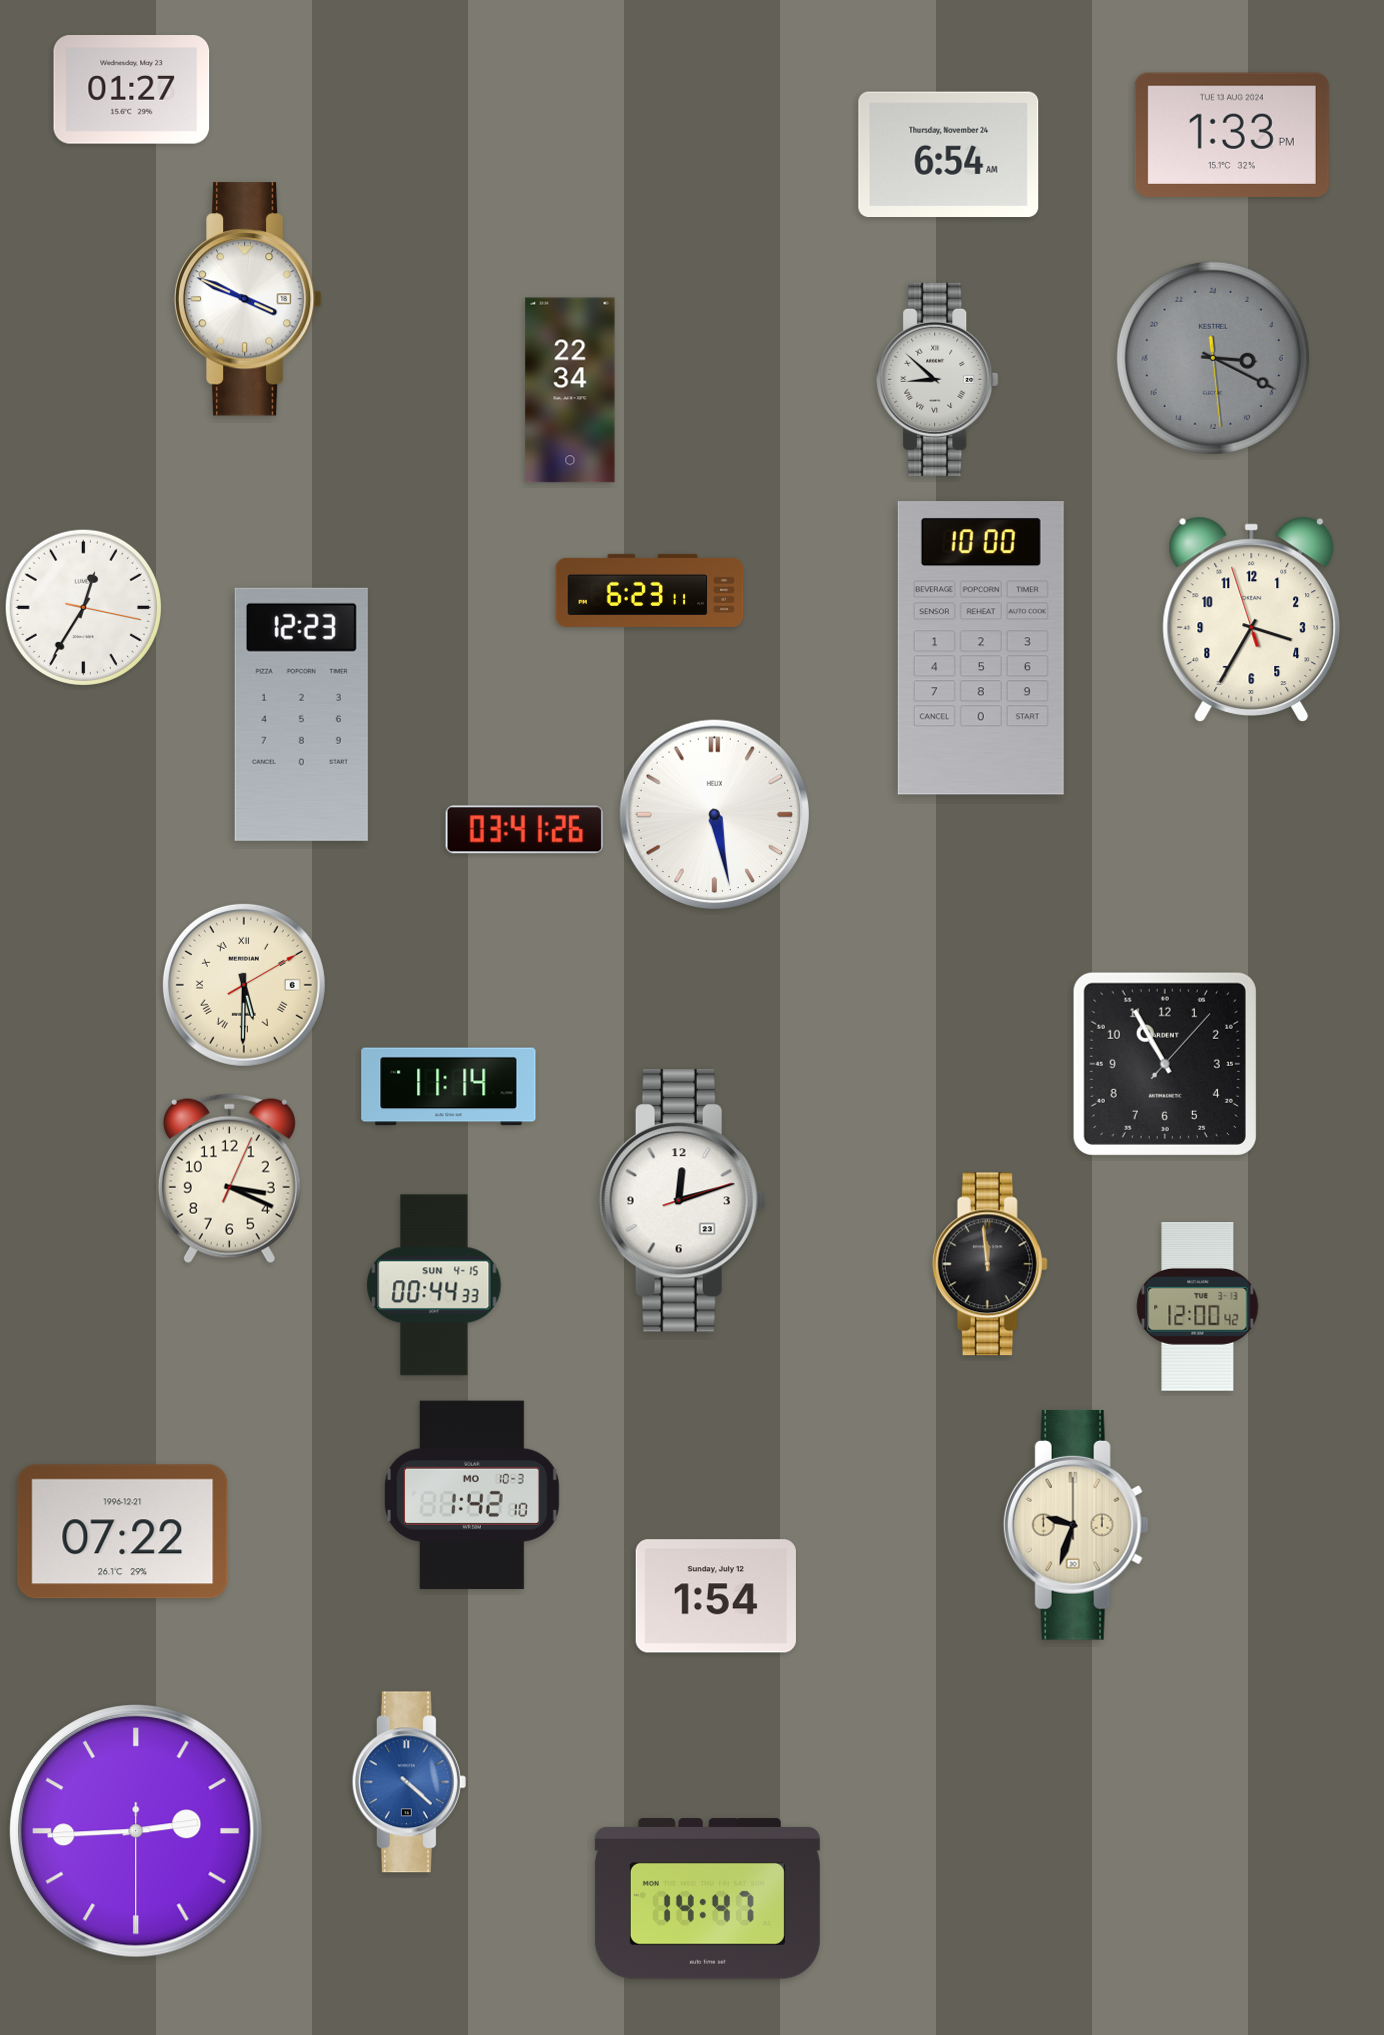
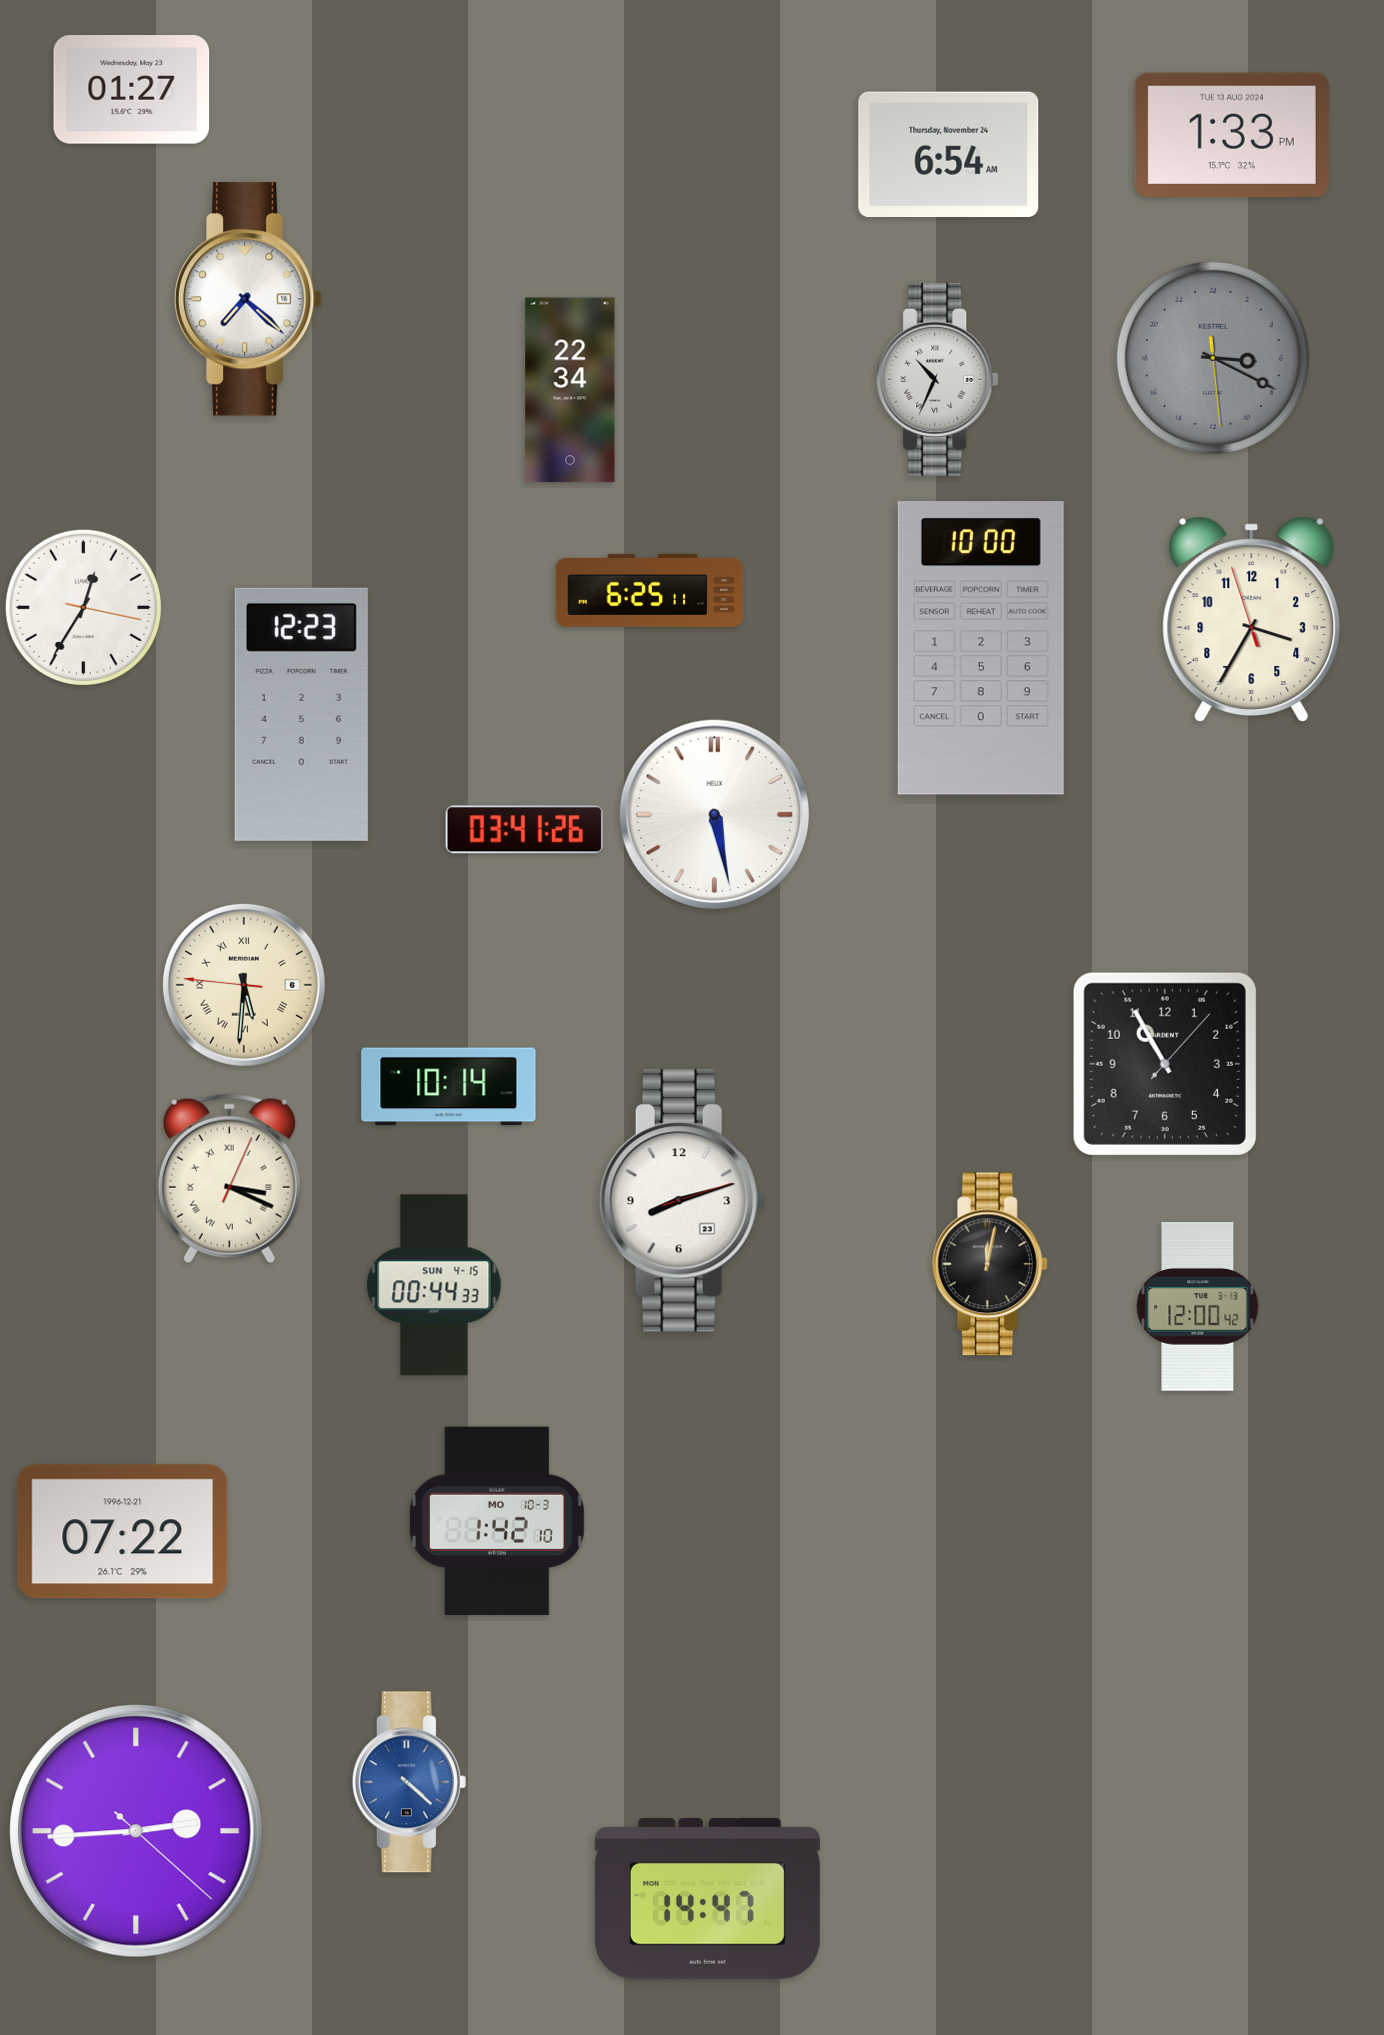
clock at (248, 299): 3:49 -> 7:22
clock at (938, 379): 8:52 -> 10:34
clock at (650, 590): 6:23 -> 6:25
clock at (244, 985): 5:30:10 -> 5:30:46
clock at (449, 1087): 11:14 -> 10:14
clock at (229, 1179) numerals: Arabic -> Roman
clock at (682, 1201): 12:12 -> 8:12
clock at (990, 1264): 11:59 -> 12:02
clock at (472, 1494) position: (472, 1494) -> (497, 1520)
clock at (1076, 1525): 9:33 -> none
clock at (716, 1596): 1:54 -> none
clock at (137, 1832): 2:44:30 -> 2:44:22
